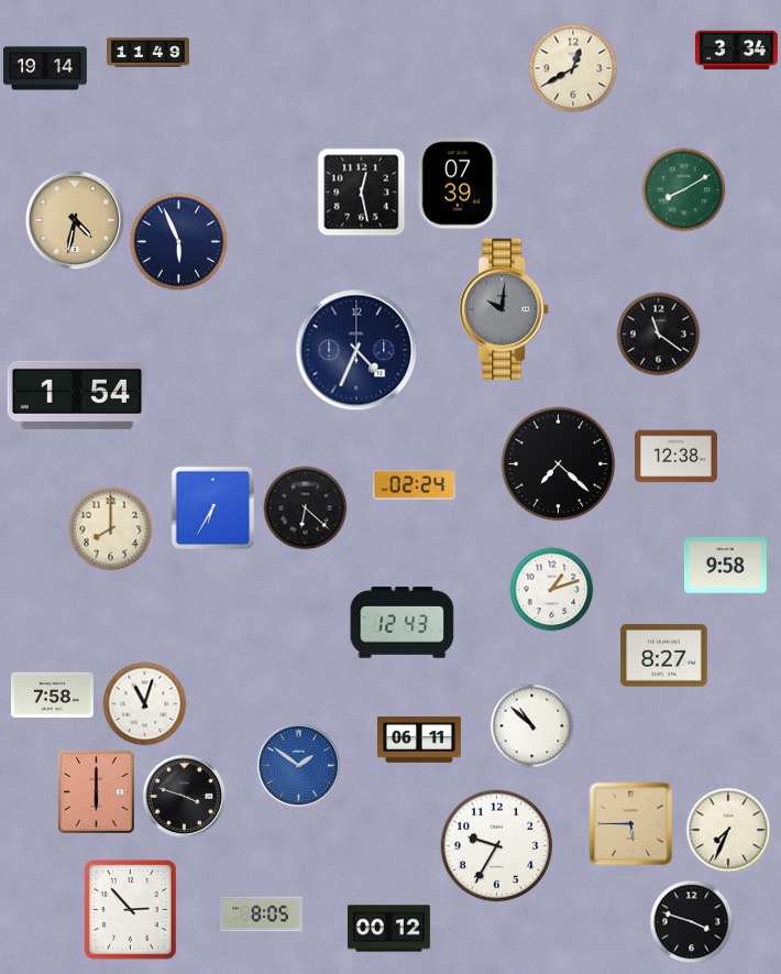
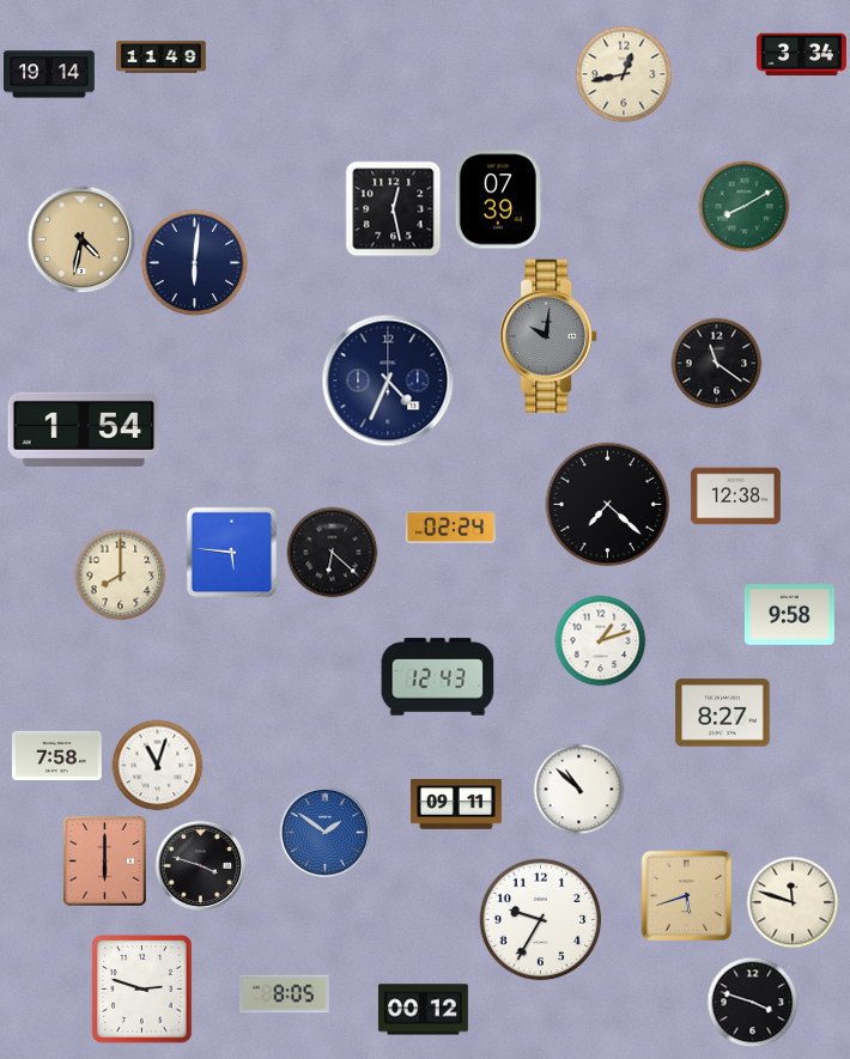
clock at (573, 68): 12:40 -> 12:43
clock at (179, 242): 5:56 -> 6:01
clock at (213, 508): 6:35 -> 5:46
clock at (420, 740): 06:11 -> 09:11
clock at (631, 824): 5:45 -> 5:42
clock at (728, 830): 7:34 -> 11:48
clock at (131, 910): 2:53 -> 2:48
